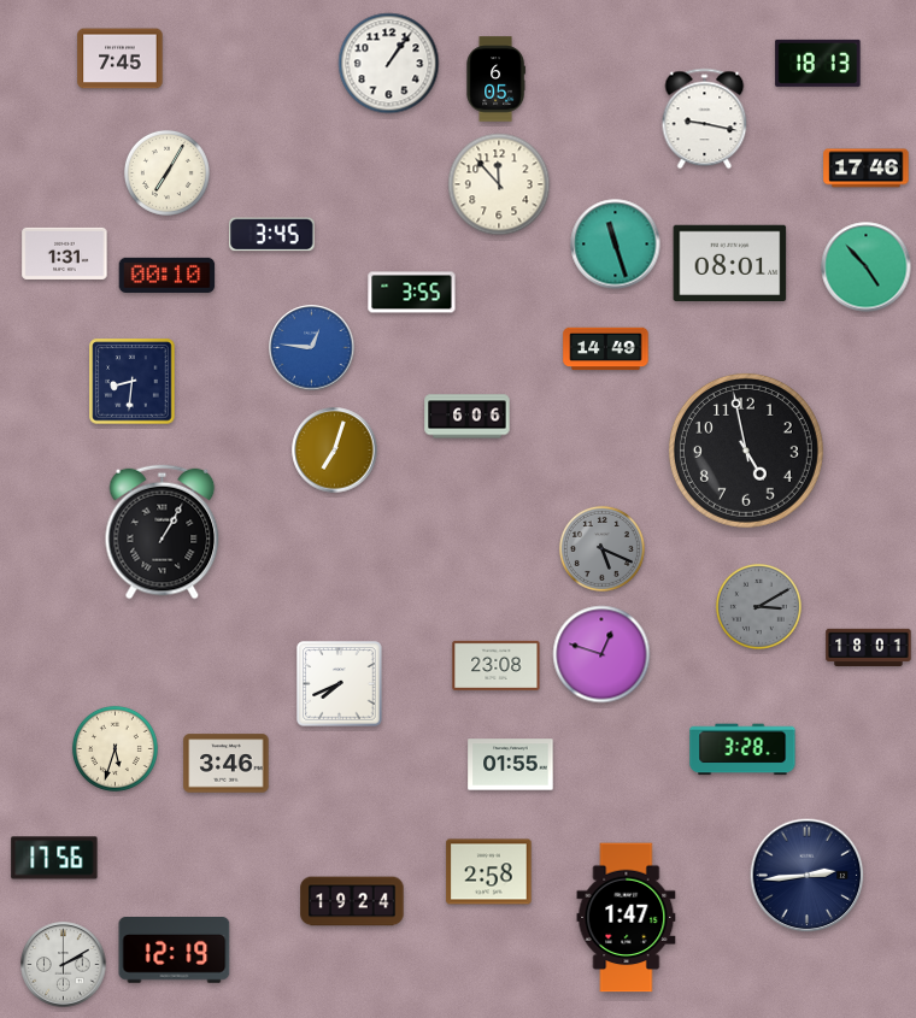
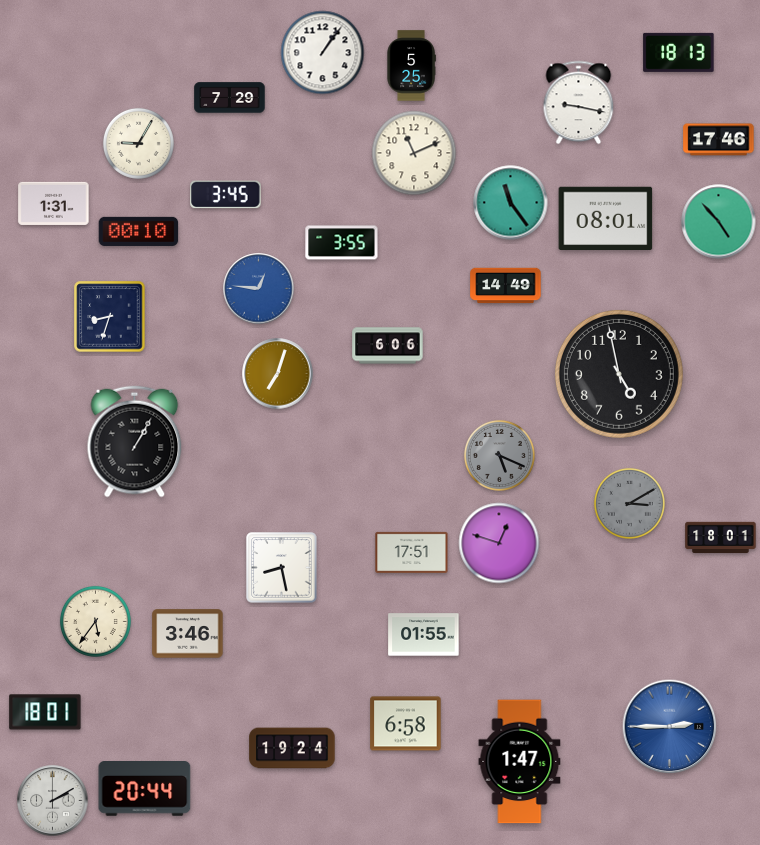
clock at (121, 59): 7:45 -> none
clock at (495, 80): 6:05 -> 5:25
clock at (230, 98): none -> 7:29
clock at (705, 119) position: (705, 119) -> (579, 103)
clock at (166, 172): 7:05 -> 9:05
clock at (499, 184): 11:53 -> 11:11
clock at (616, 245): 11:27 -> 11:24
clock at (65, 253) position: (65, 253) -> (54, 203)
clock at (168, 275) position: (168, 275) -> (139, 231)
clock at (606, 349) position: (606, 349) -> (506, 286)
clock at (133, 382): 8:31 -> 8:33
clock at (497, 665): 23:08 -> 17:51
clock at (340, 684): 7:41 -> 8:28
clock at (114, 748): 5:33 -> 5:36
clock at (742, 749): 3:28 -> none
clock at (54, 858): 17:56 -> 18:01
clock at (489, 872): 2:58 -> 6:58
clock at (808, 876): 2:44 -> 2:45
clock at (808, 876) dial: navy -> blue
clock at (175, 951): 12:19 -> 20:44
